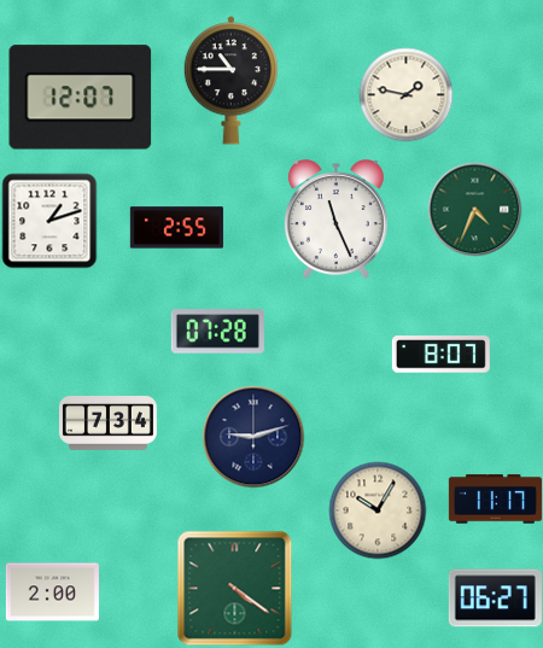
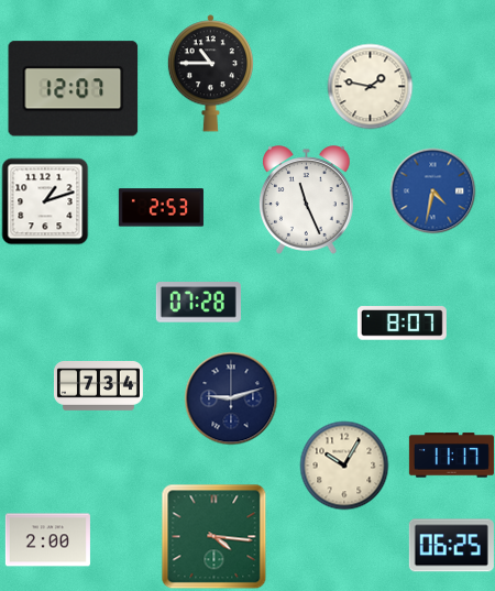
clock at (474, 209): 4:34 -> 4:32
clock at (474, 209) dial: green -> blue
clock at (176, 228): 2:55 -> 2:53
clock at (234, 588): 4:21 -> 4:16
clock at (495, 599): 06:27 -> 06:25
